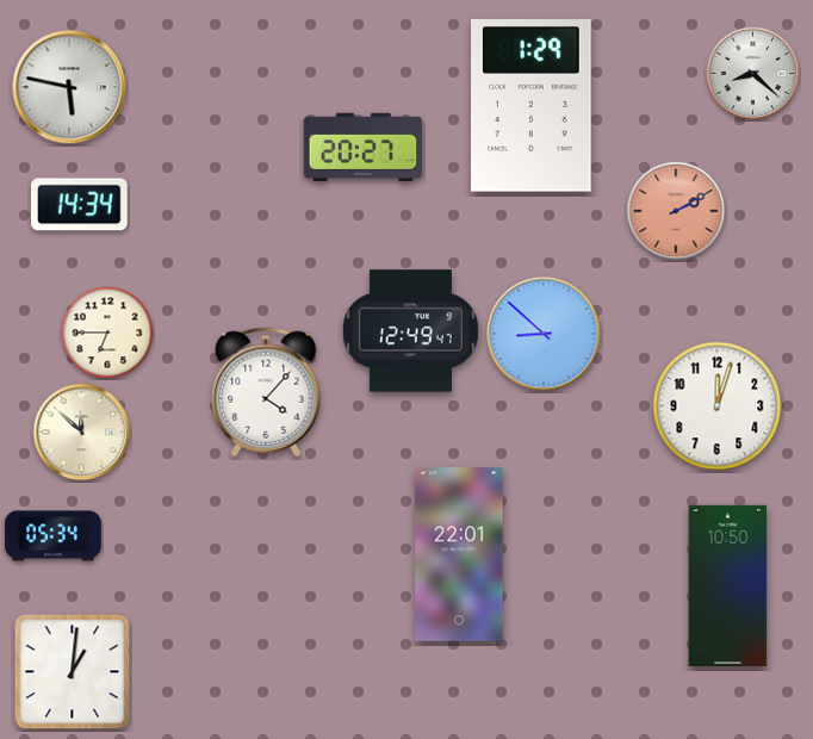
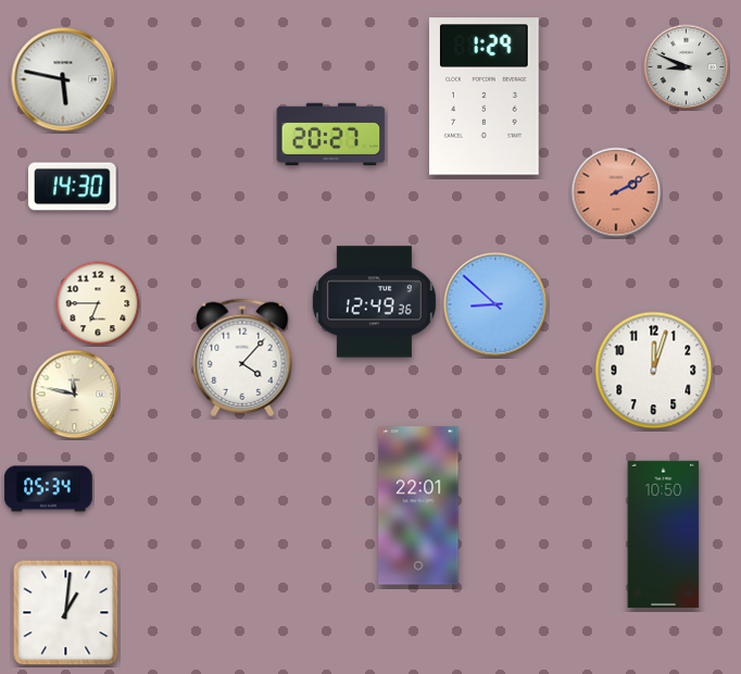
clock at (753, 74): 8:22 -> 8:49
clock at (80, 205): 14:34 -> 14:30
clock at (410, 331): 12:49:47 -> 12:49:36
clock at (82, 433): 11:52 -> 11:47
